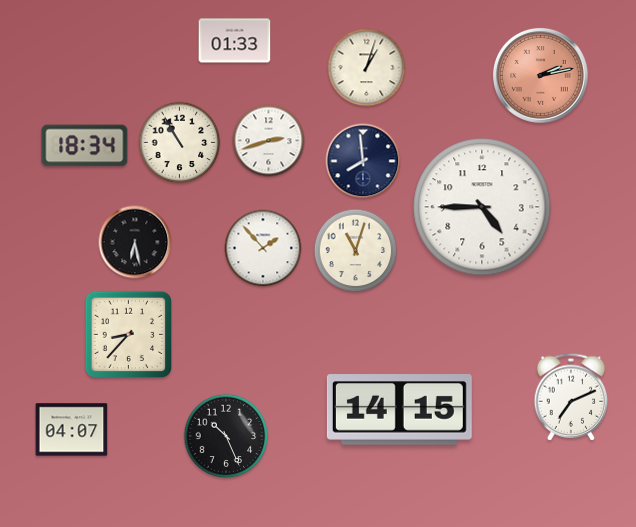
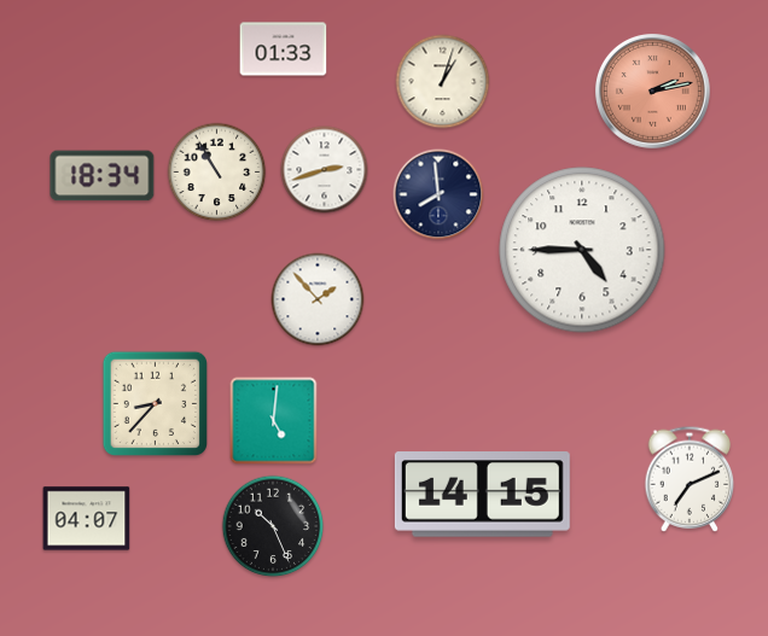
clock at (135, 242): 6:28 -> none
clock at (356, 251): 11:03 -> none
clock at (274, 421): none -> 5:01
